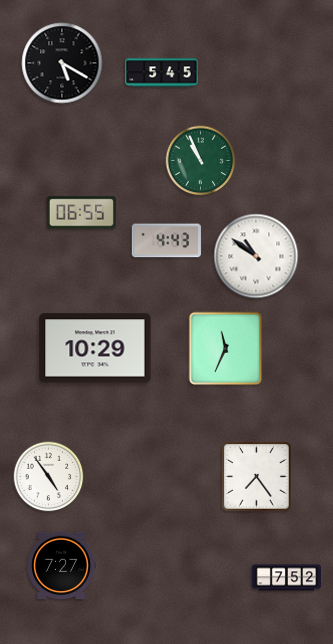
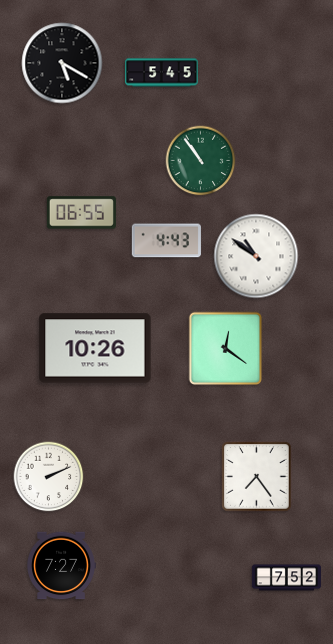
clock at (201, 161): 10:56 -> 10:54
clock at (95, 348): 10:29 -> 10:26
clock at (226, 349): 11:34 -> 12:21
clock at (49, 477): 4:54 -> 2:11
